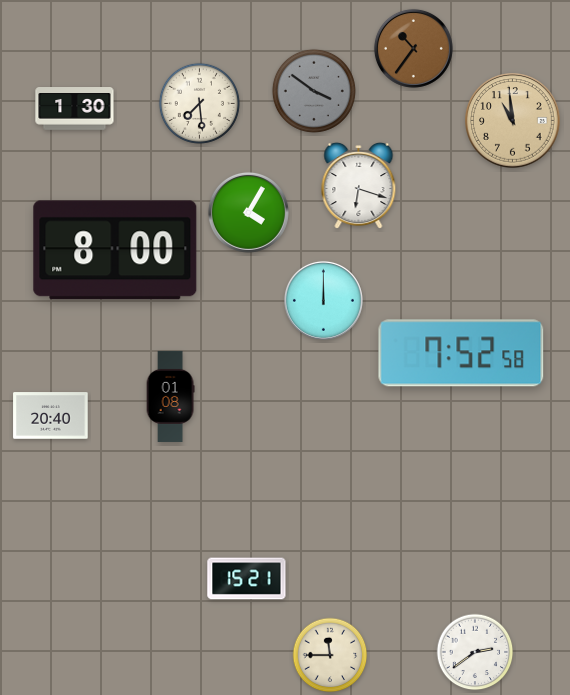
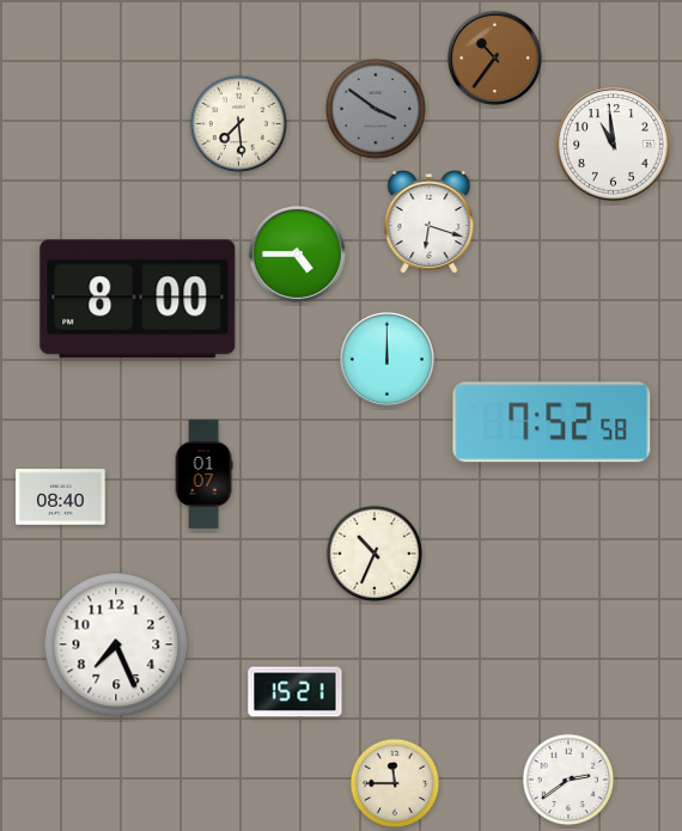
clock at (75, 109): 1:30 -> none
clock at (513, 121) dial: champagne -> white
clock at (248, 212): 4:05 -> 4:45
clock at (170, 396): 01:08 -> 01:07
clock at (51, 416): 20:40 -> 08:40
clock at (373, 552): none -> 10:34
clock at (116, 644): none -> 7:26
